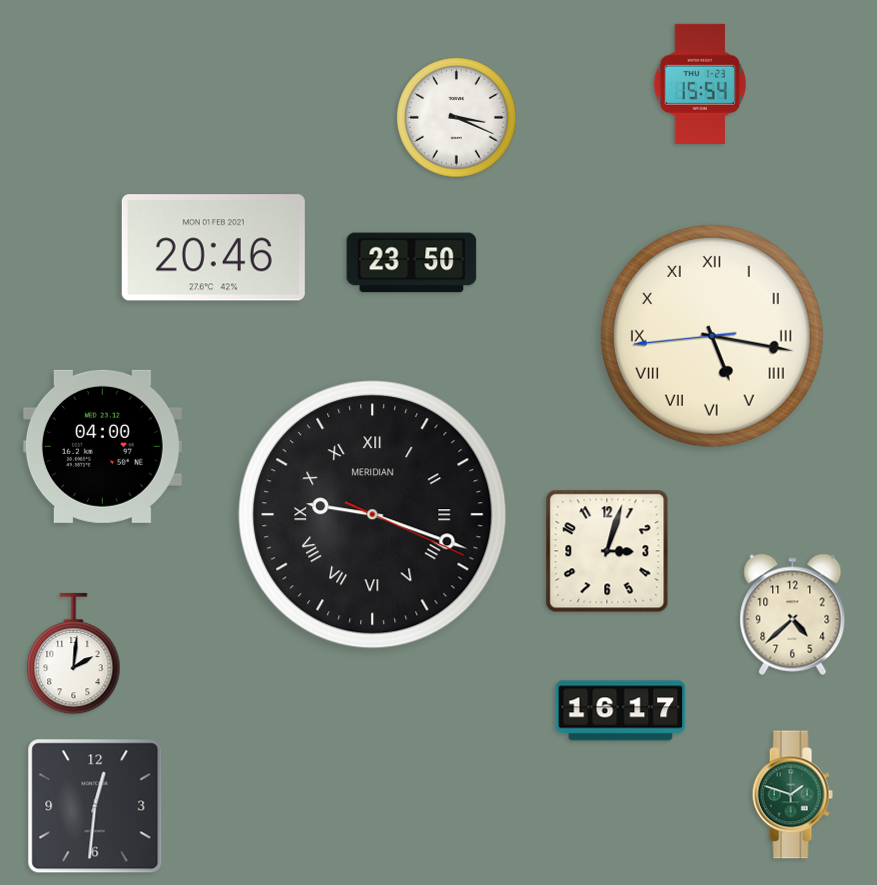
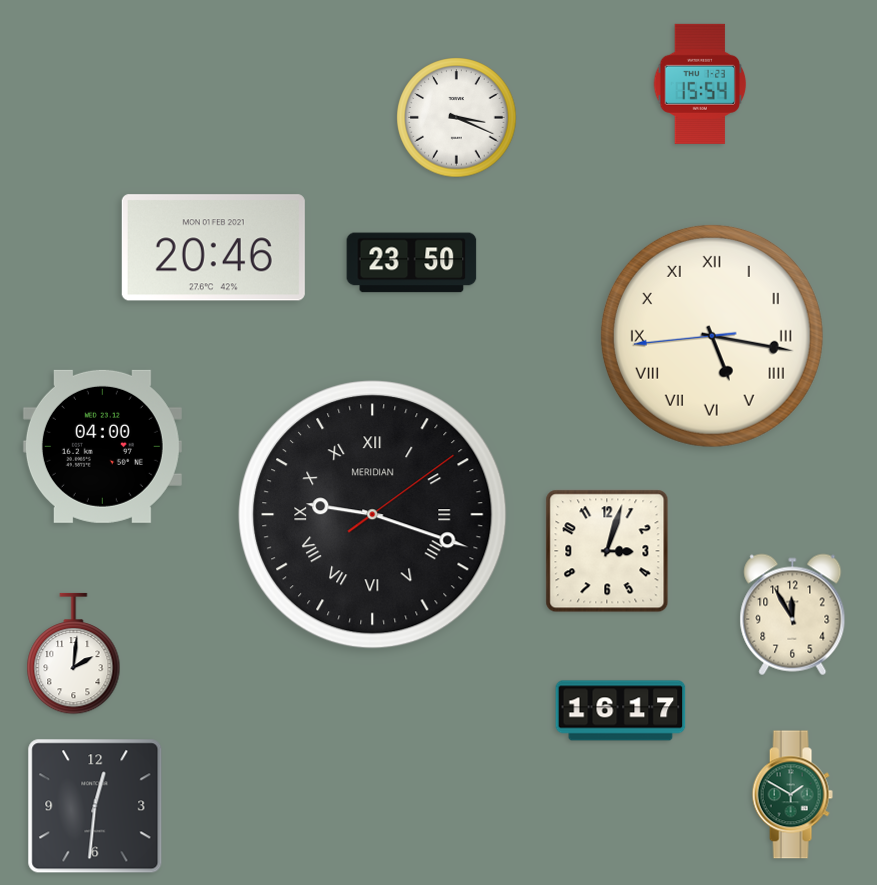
clock at (373, 515): 9:18:19 -> 9:18:09
clock at (793, 615): 4:38 -> 11:55
clock at (792, 795): 1:48 -> 1:50
